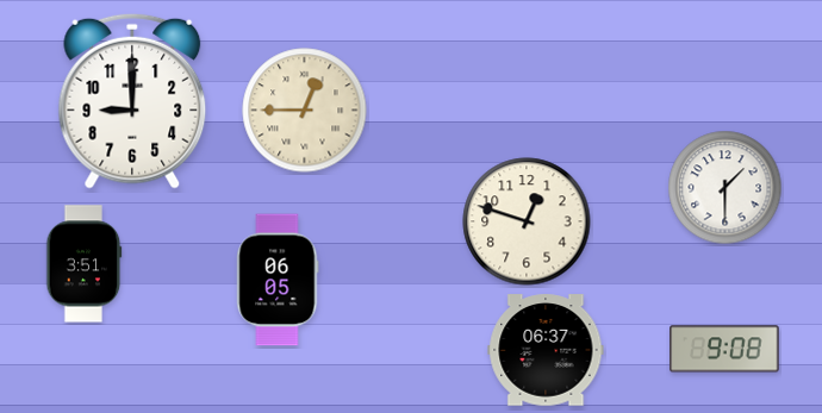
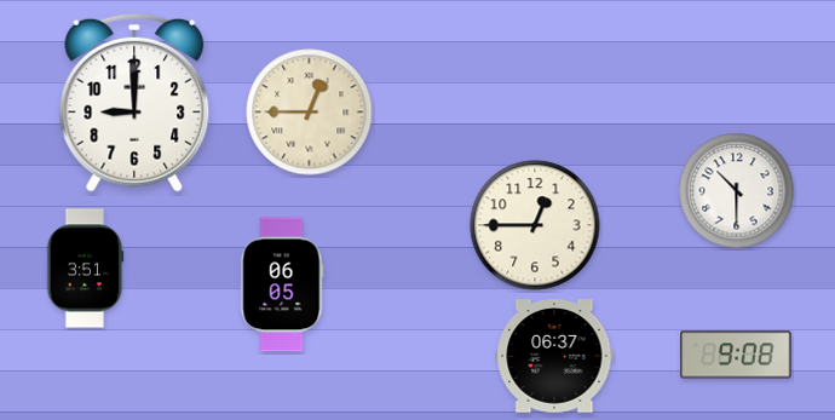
clock at (726, 188): 1:30 -> 10:30
clock at (527, 221): 12:48 -> 12:45
